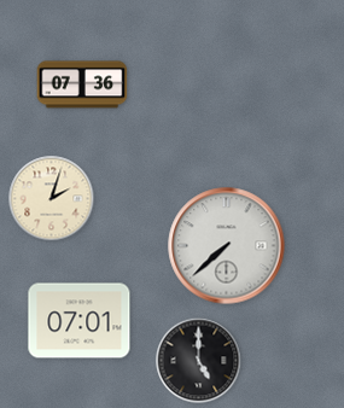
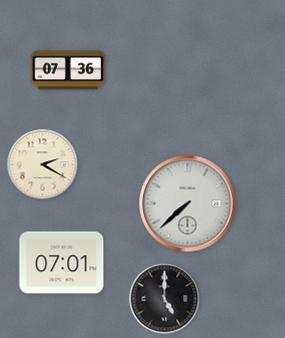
clock at (52, 199): 2:03 -> 2:20
clock at (80, 321) position: (80, 321) -> (62, 263)
